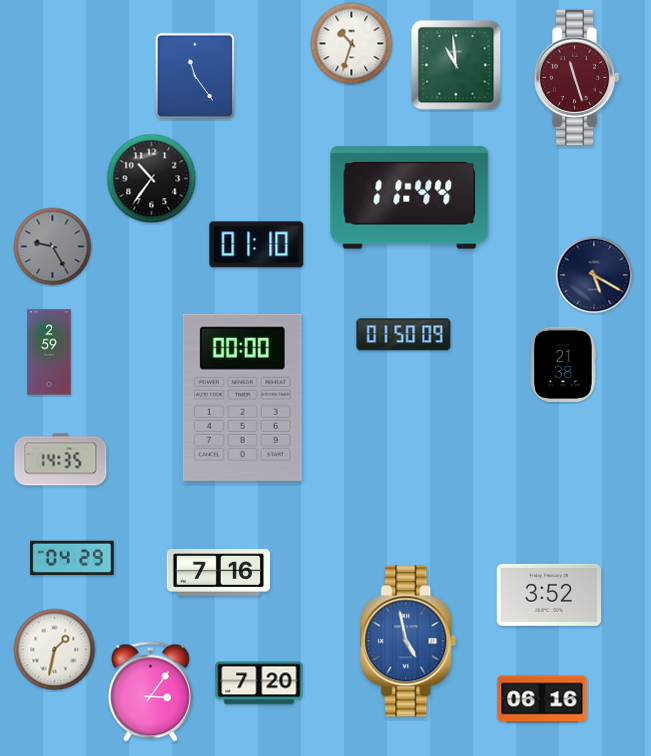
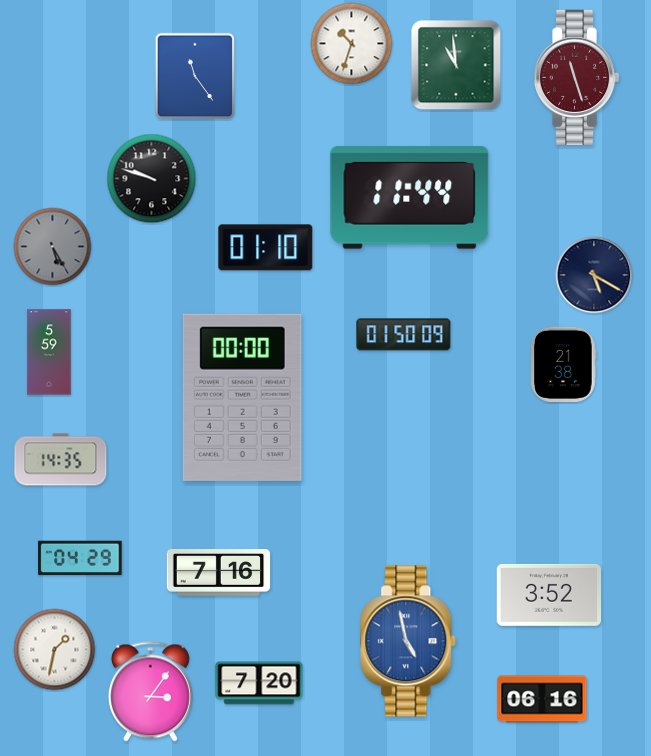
clock at (152, 179): 10:36 -> 9:48
clock at (257, 245) position: (257, 245) -> (266, 248)
clock at (53, 247): 9:25 -> 5:25
clock at (49, 352): 2:59 -> 5:59
clock at (72, 558) position: (72, 558) -> (80, 558)
